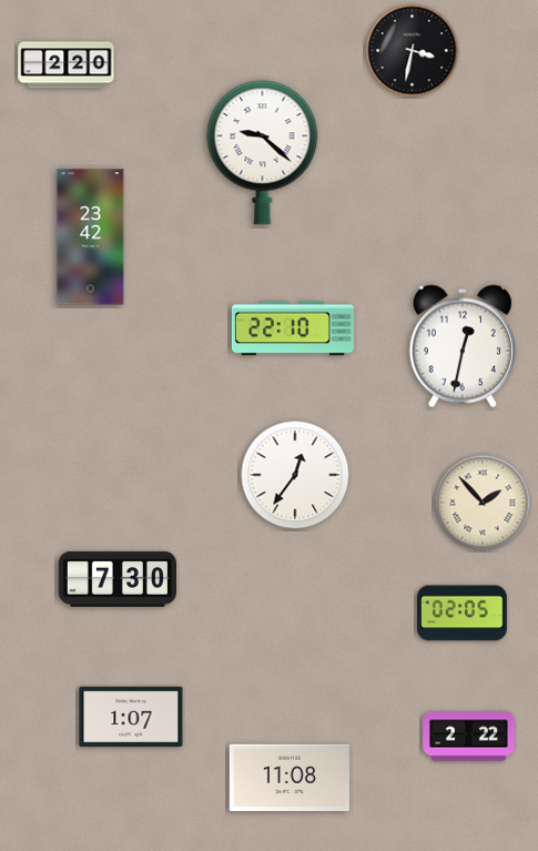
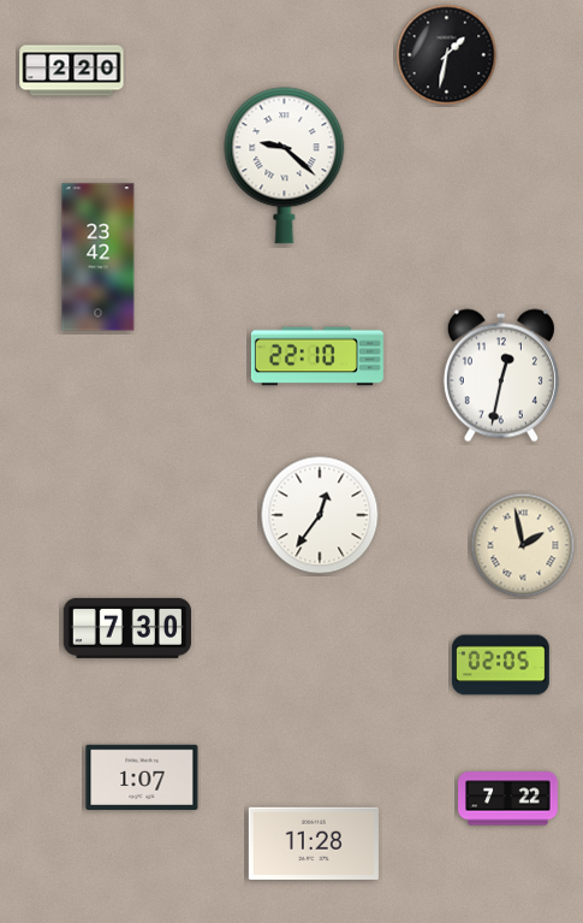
clock at (413, 51): 3:32 -> 1:32
clock at (483, 503): 1:53 -> 1:58
clock at (469, 737): 2:22 -> 7:22
clock at (290, 777): 11:08 -> 11:28
